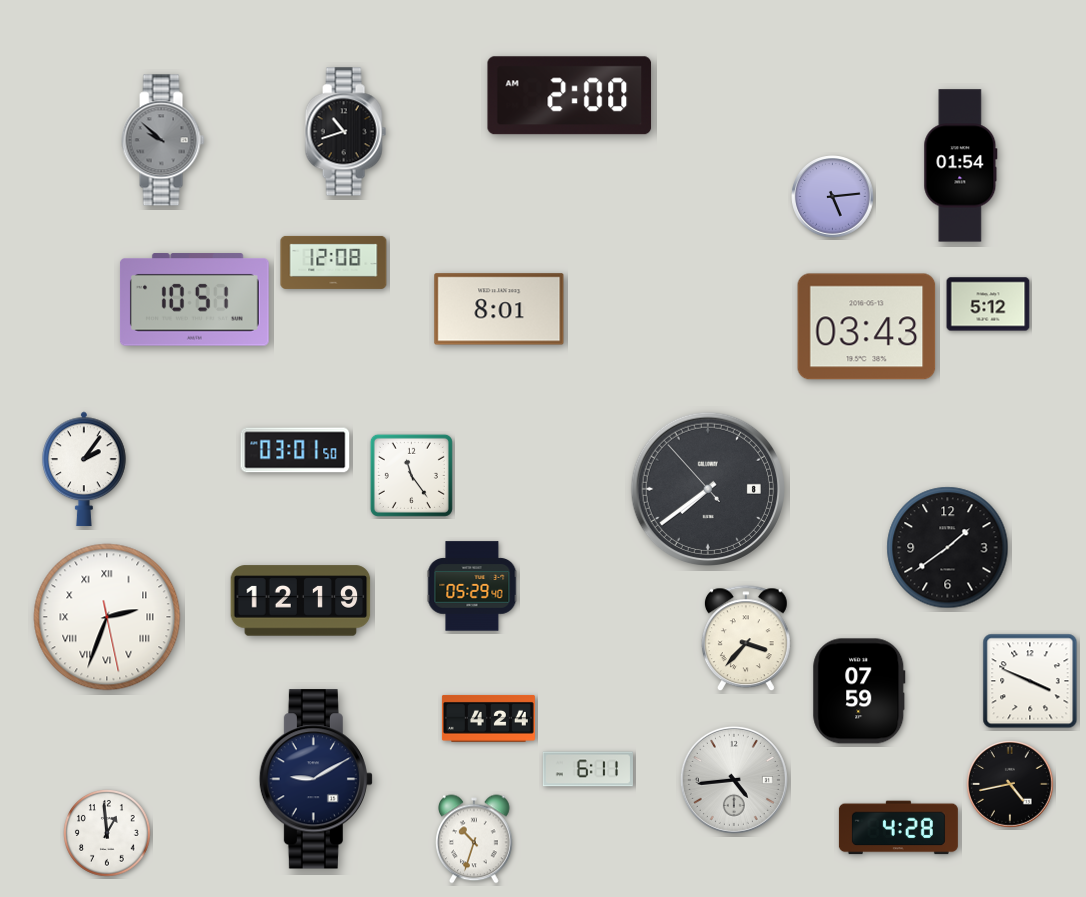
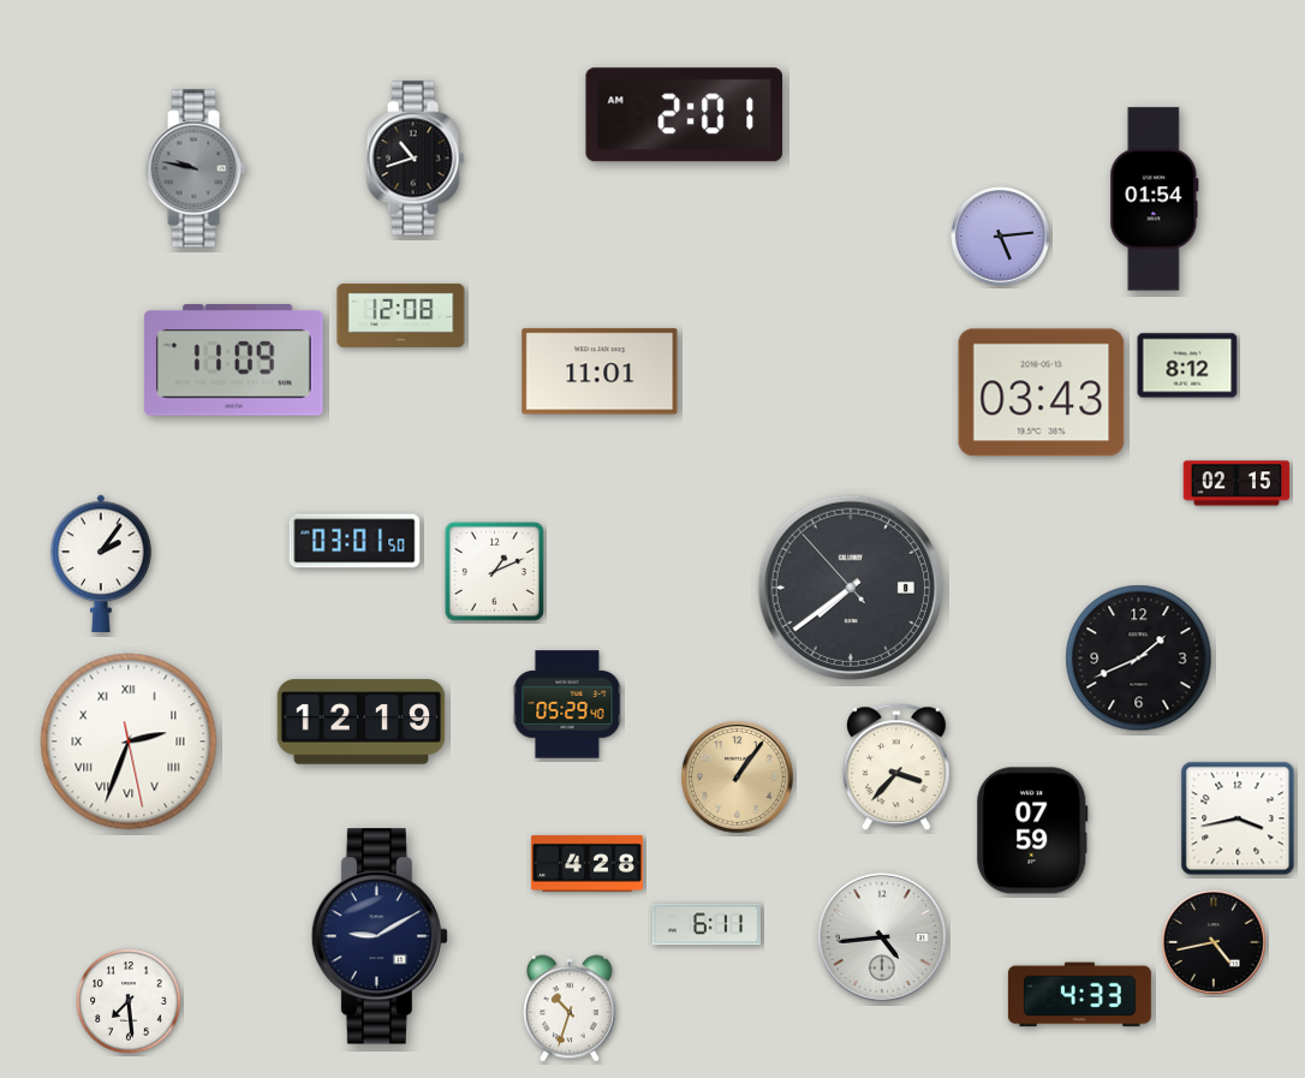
clock at (570, 96): 2:00 -> 2:01
clock at (163, 140): 9:52 -> 9:47
clock at (194, 300): 10:51 -> 11:09
clock at (988, 304): 5:12 -> 8:12
clock at (499, 309): 8:01 -> 11:01
clock at (1237, 483): none -> 02:15
clock at (411, 475): 11:24 -> 1:11
clock at (948, 548): 1:39 -> 1:41
clock at (738, 778): none -> 1:06
clock at (1030, 681): 3:49 -> 3:43
clock at (488, 719): 4:24 -> 4:28
clock at (898, 828): 4:28 -> 4:33
clock at (108, 834): 12:59 -> 7:29
